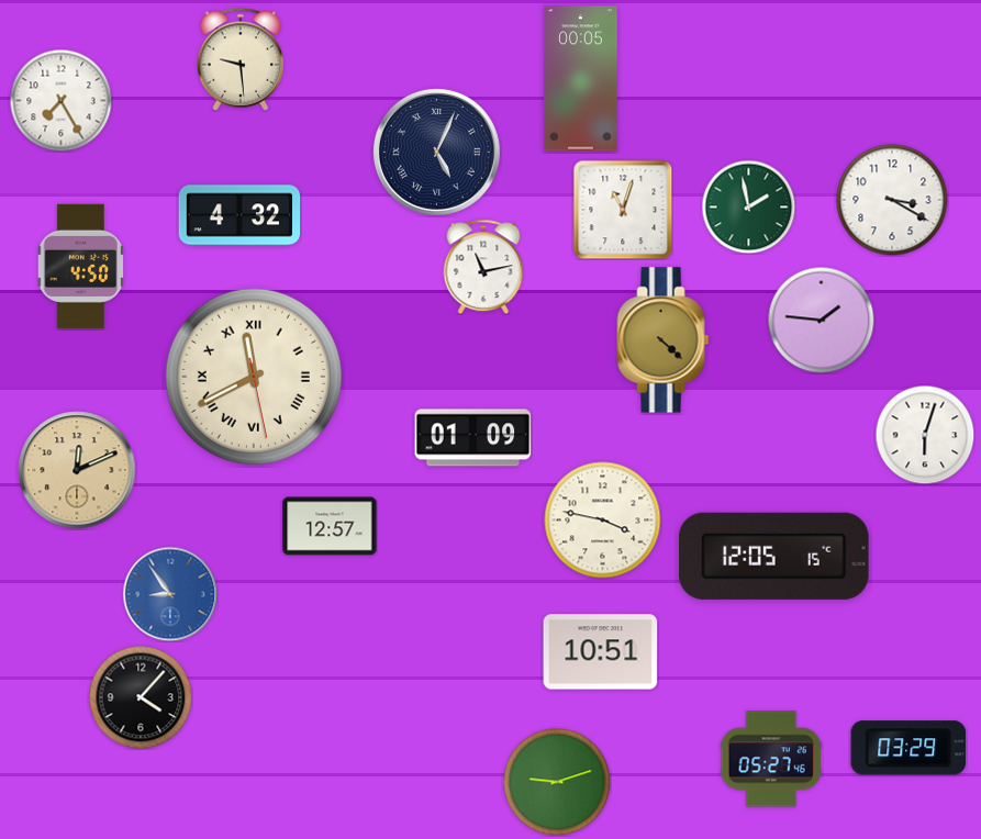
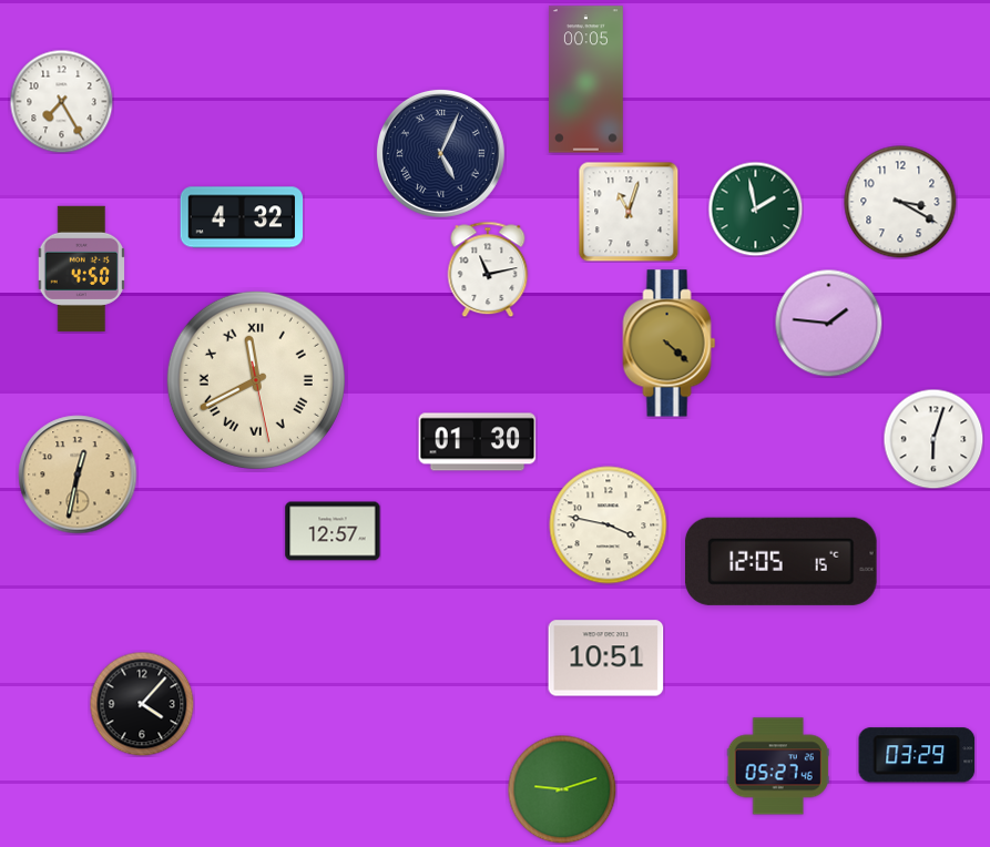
clock at (241, 59): 9:29 -> none
clock at (473, 438): 01:09 -> 01:30
clock at (77, 470): 12:11 -> 12:32
clock at (170, 594): 8:54 -> none
